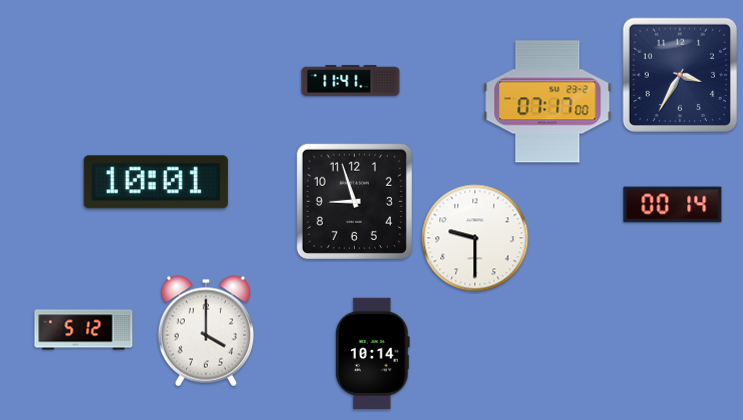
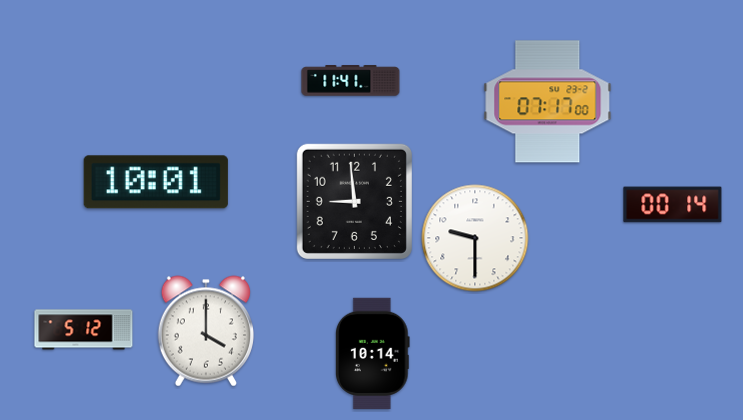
clock at (680, 75): 3:35 -> none
clock at (354, 201): 8:57 -> 8:59
